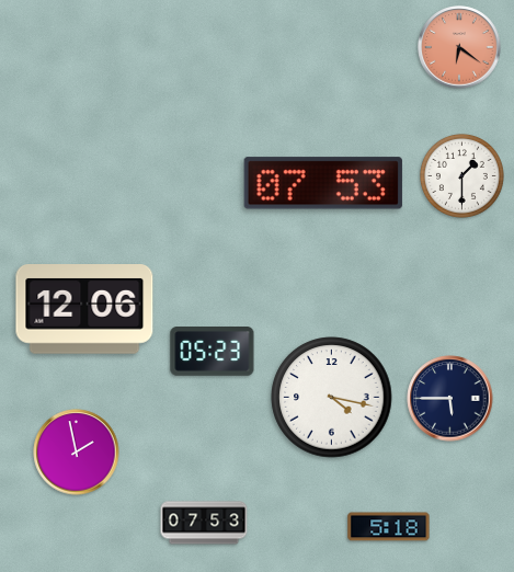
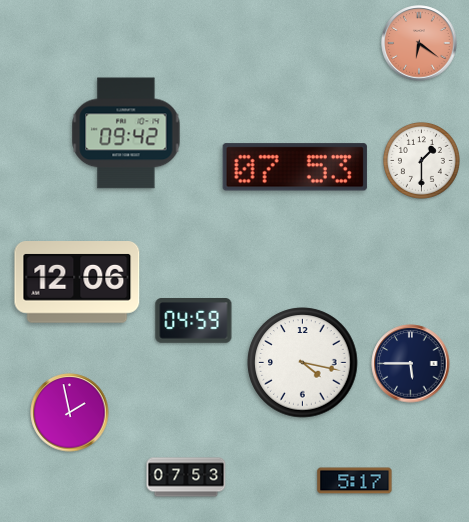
clock at (126, 133): none -> 09:42
clock at (213, 352): 05:23 -> 04:59
clock at (389, 527): 5:18 -> 5:17
